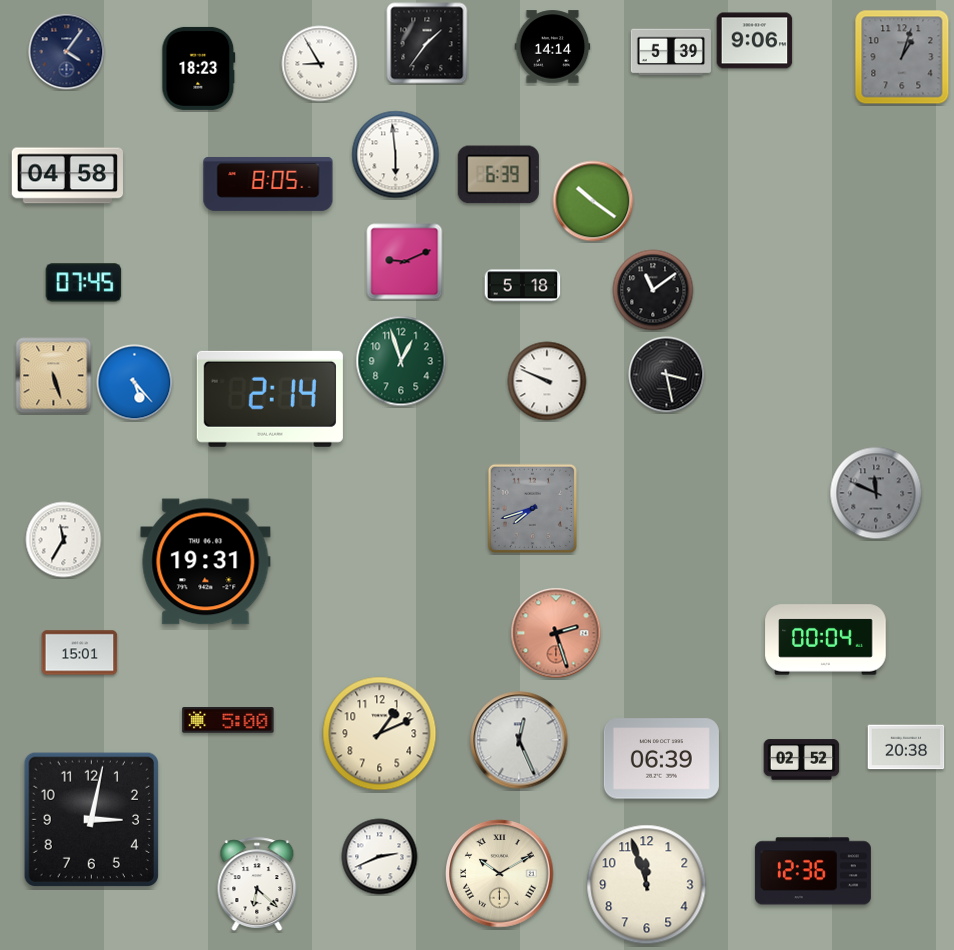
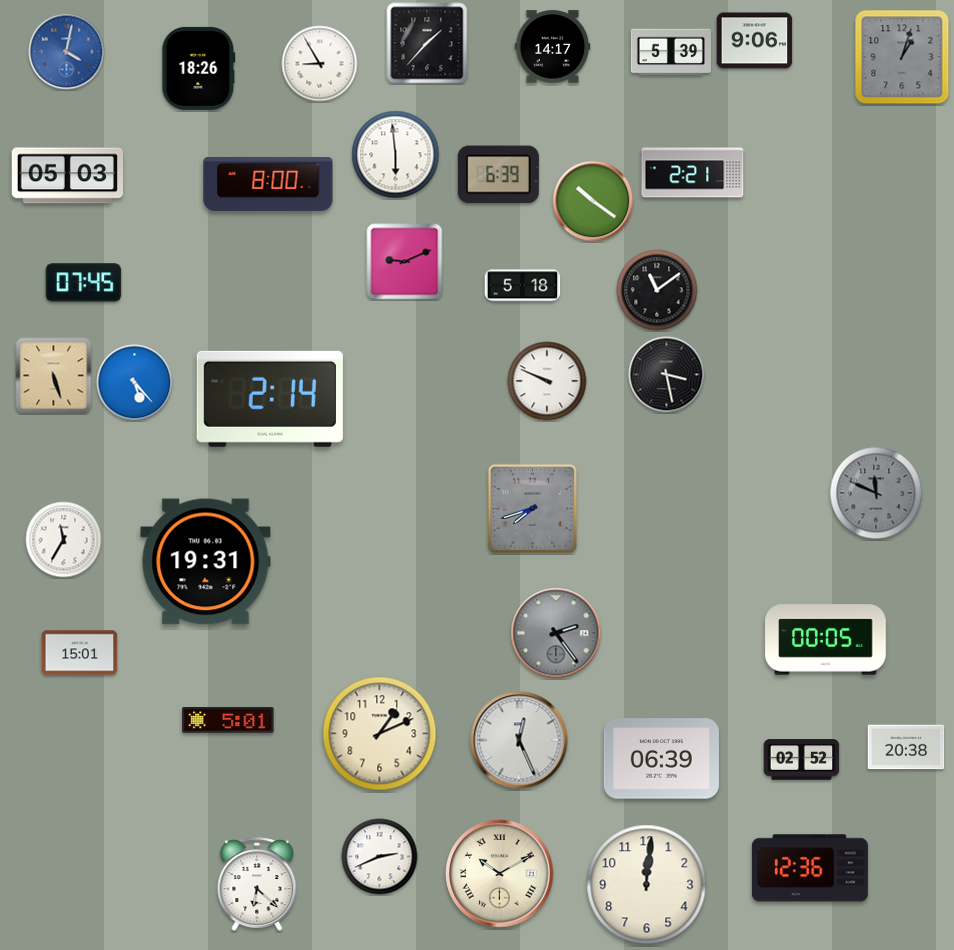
clock at (427, 43): 1:36 -> 1:37
clock at (553, 47): 14:14 -> 14:17
clock at (67, 52): 4:06 -> 4:02
clock at (67, 52) dial: navy -> blue
clock at (199, 68): 18:23 -> 18:26
clock at (693, 173): none -> 2:21
clock at (67, 176): 04:58 -> 05:03
clock at (268, 184): 8:05 -> 8:00
clock at (653, 290) position: (653, 290) -> (657, 290)
clock at (401, 361): 12:57 -> none
clock at (556, 633): 2:27 -> 2:24
clock at (556, 633) dial: salmon -> grey
clock at (826, 640): 00:04 -> 00:05
clock at (228, 720): 5:00 -> 5:01
clock at (91, 819): 3:02 -> none
clock at (813, 871) position: (813, 871) -> (810, 868)
clock at (647, 885): 11:57 -> 12:01
